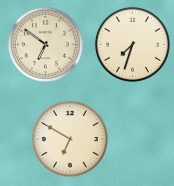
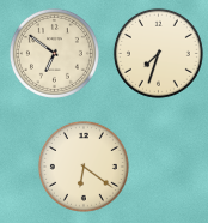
clock at (70, 139): 6:50 -> 6:21
